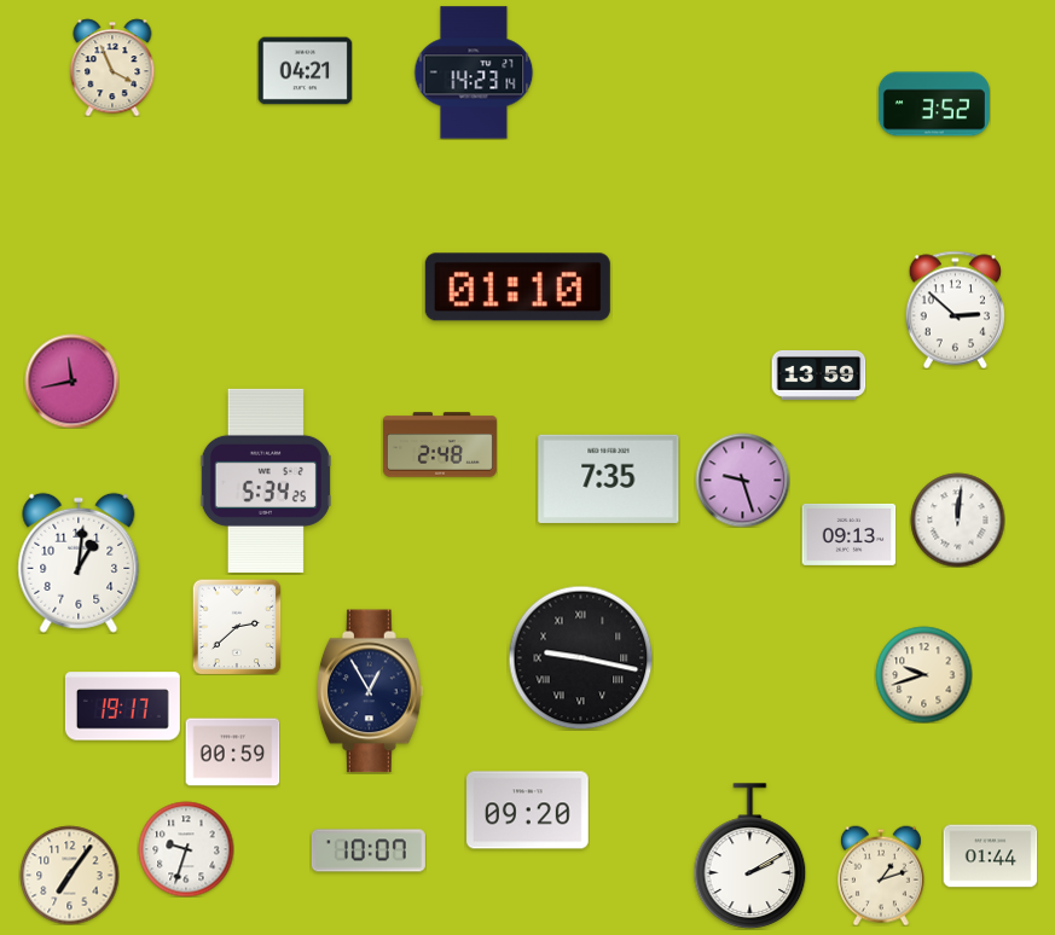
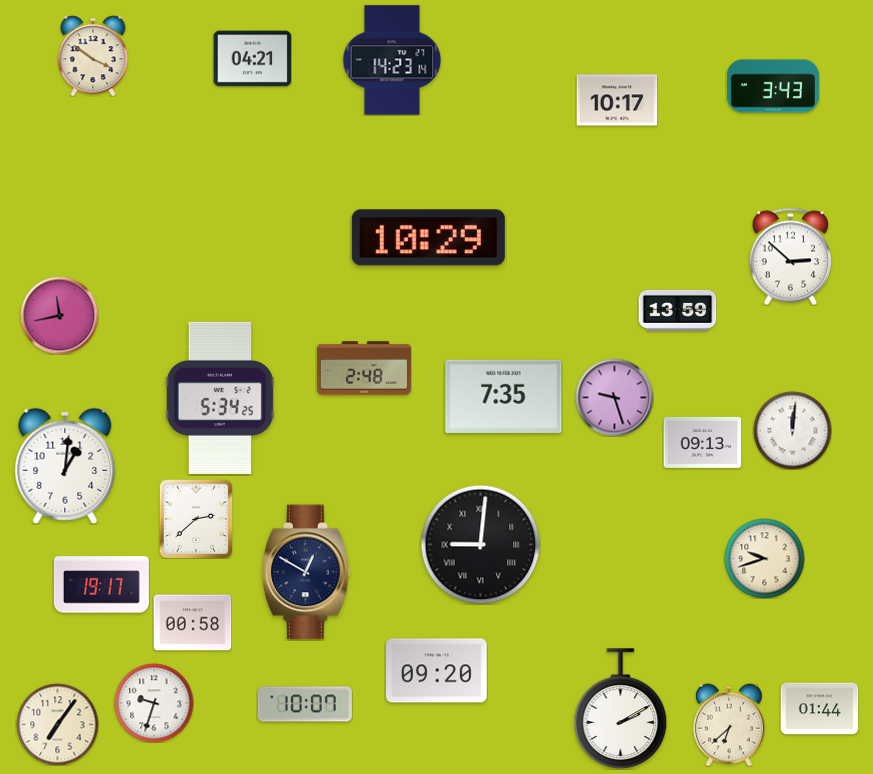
clock at (112, 68): 3:56 -> 3:51
clock at (934, 104): 3:52 -> 3:43
clock at (617, 100): none -> 10:17
clock at (517, 288): 01:10 -> 10:29
clock at (580, 657): 9:17 -> 9:01
clock at (370, 691): 12:55 -> 12:50
clock at (232, 753): 00:59 -> 00:58
clock at (881, 876): 1:12 -> 6:38
